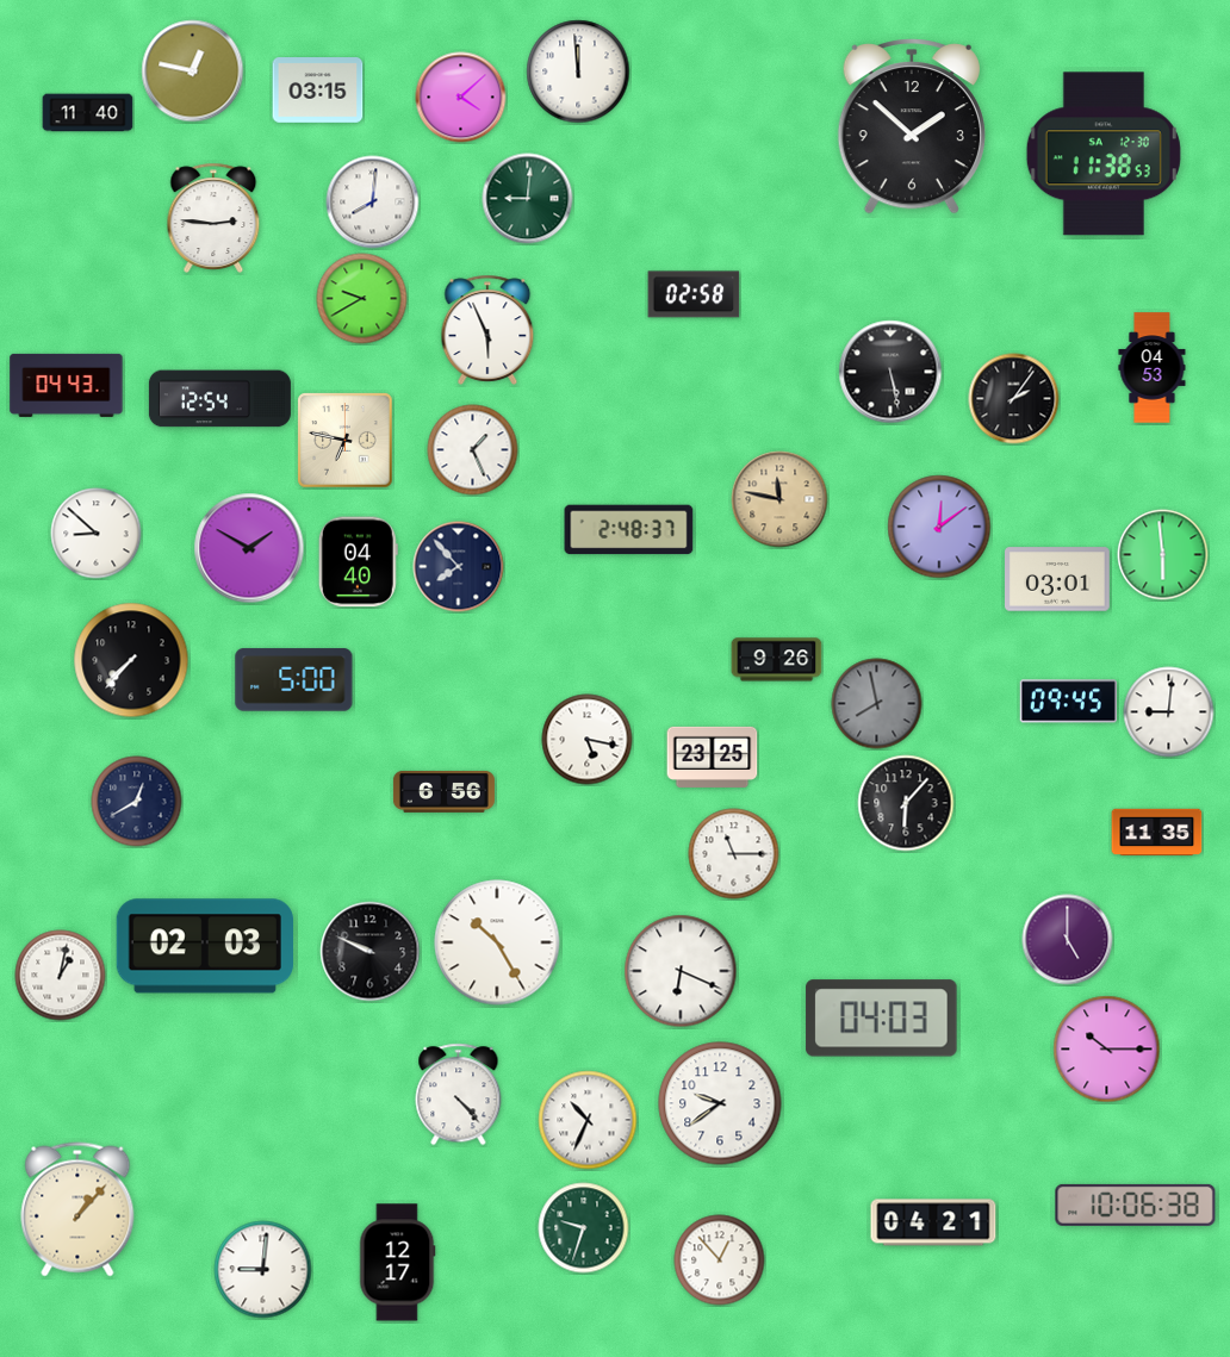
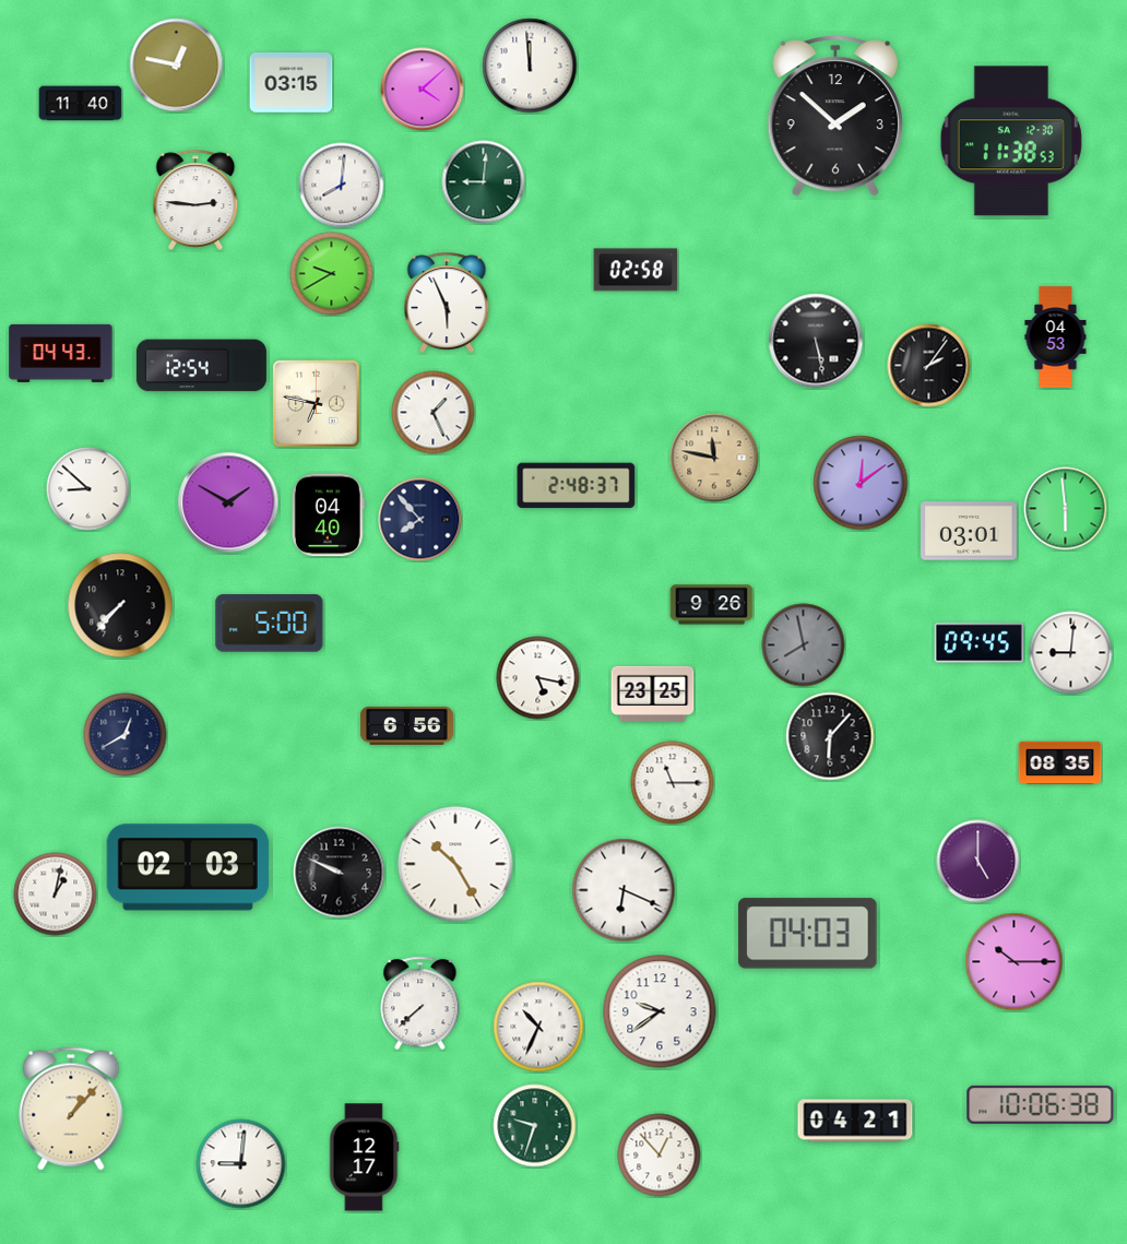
clock at (1157, 833): 11:35 -> 08:35
clock at (459, 1095): 4:23 -> 7:38
